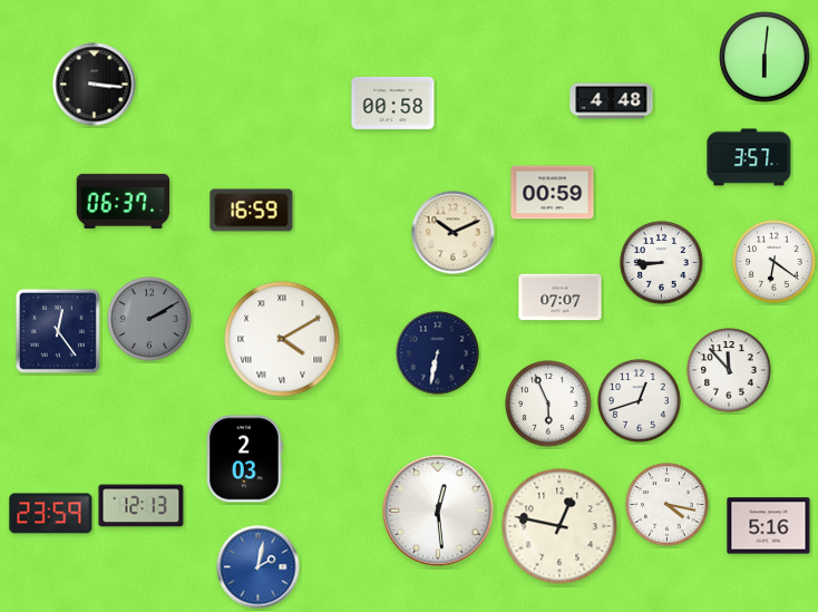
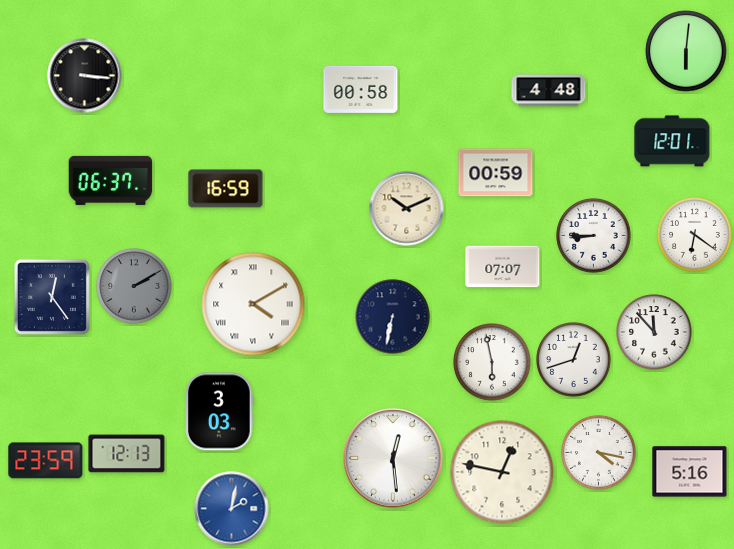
clock at (393, 103) position: (393, 103) -> (361, 89)
clock at (749, 157): 3:57 -> 12:01
clock at (548, 404): 5:56 -> 5:58
clock at (245, 459): 2:03 -> 3:03
